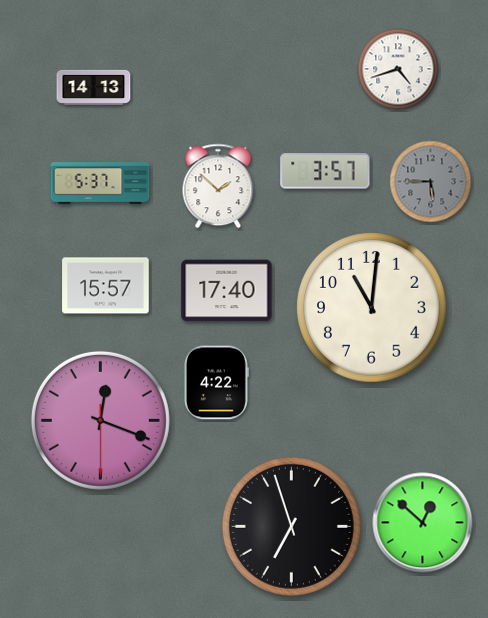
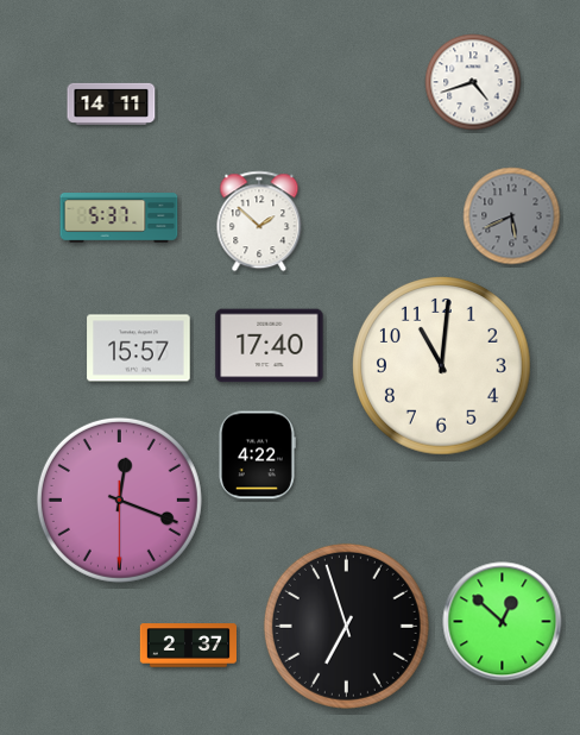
clock at (94, 87): 14:13 -> 14:11
clock at (325, 171): 3:57 -> none
clock at (431, 182): 5:45 -> 5:41
clock at (106, 286) position: (106, 286) -> (139, 348)
clock at (188, 646): none -> 2:37
